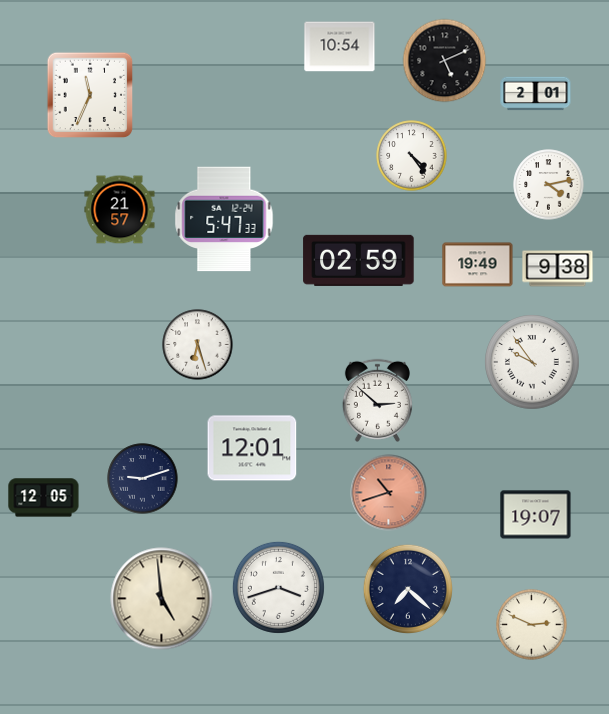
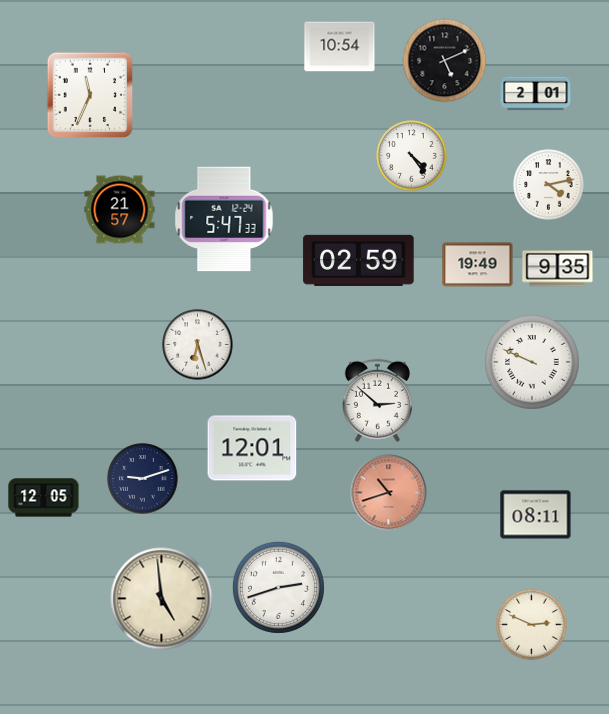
clock at (558, 269): 9:38 -> 9:35
clock at (533, 363): 9:54 -> 9:49
clock at (536, 515): 19:07 -> 08:11
clock at (278, 587): 3:42 -> 2:42
clock at (407, 588): 7:22 -> none
